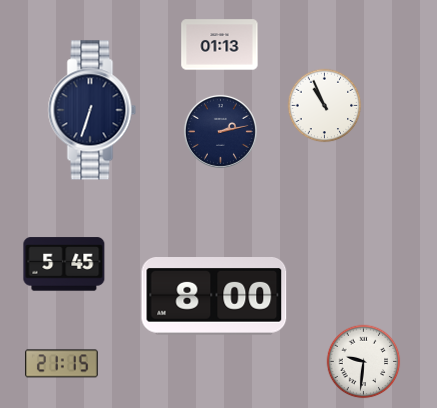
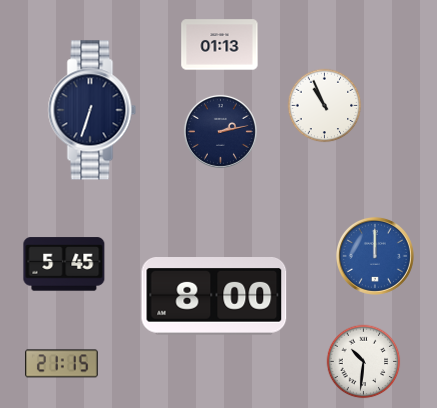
clock at (375, 256): none -> 12:00
clock at (364, 362): 9:31 -> 10:31
